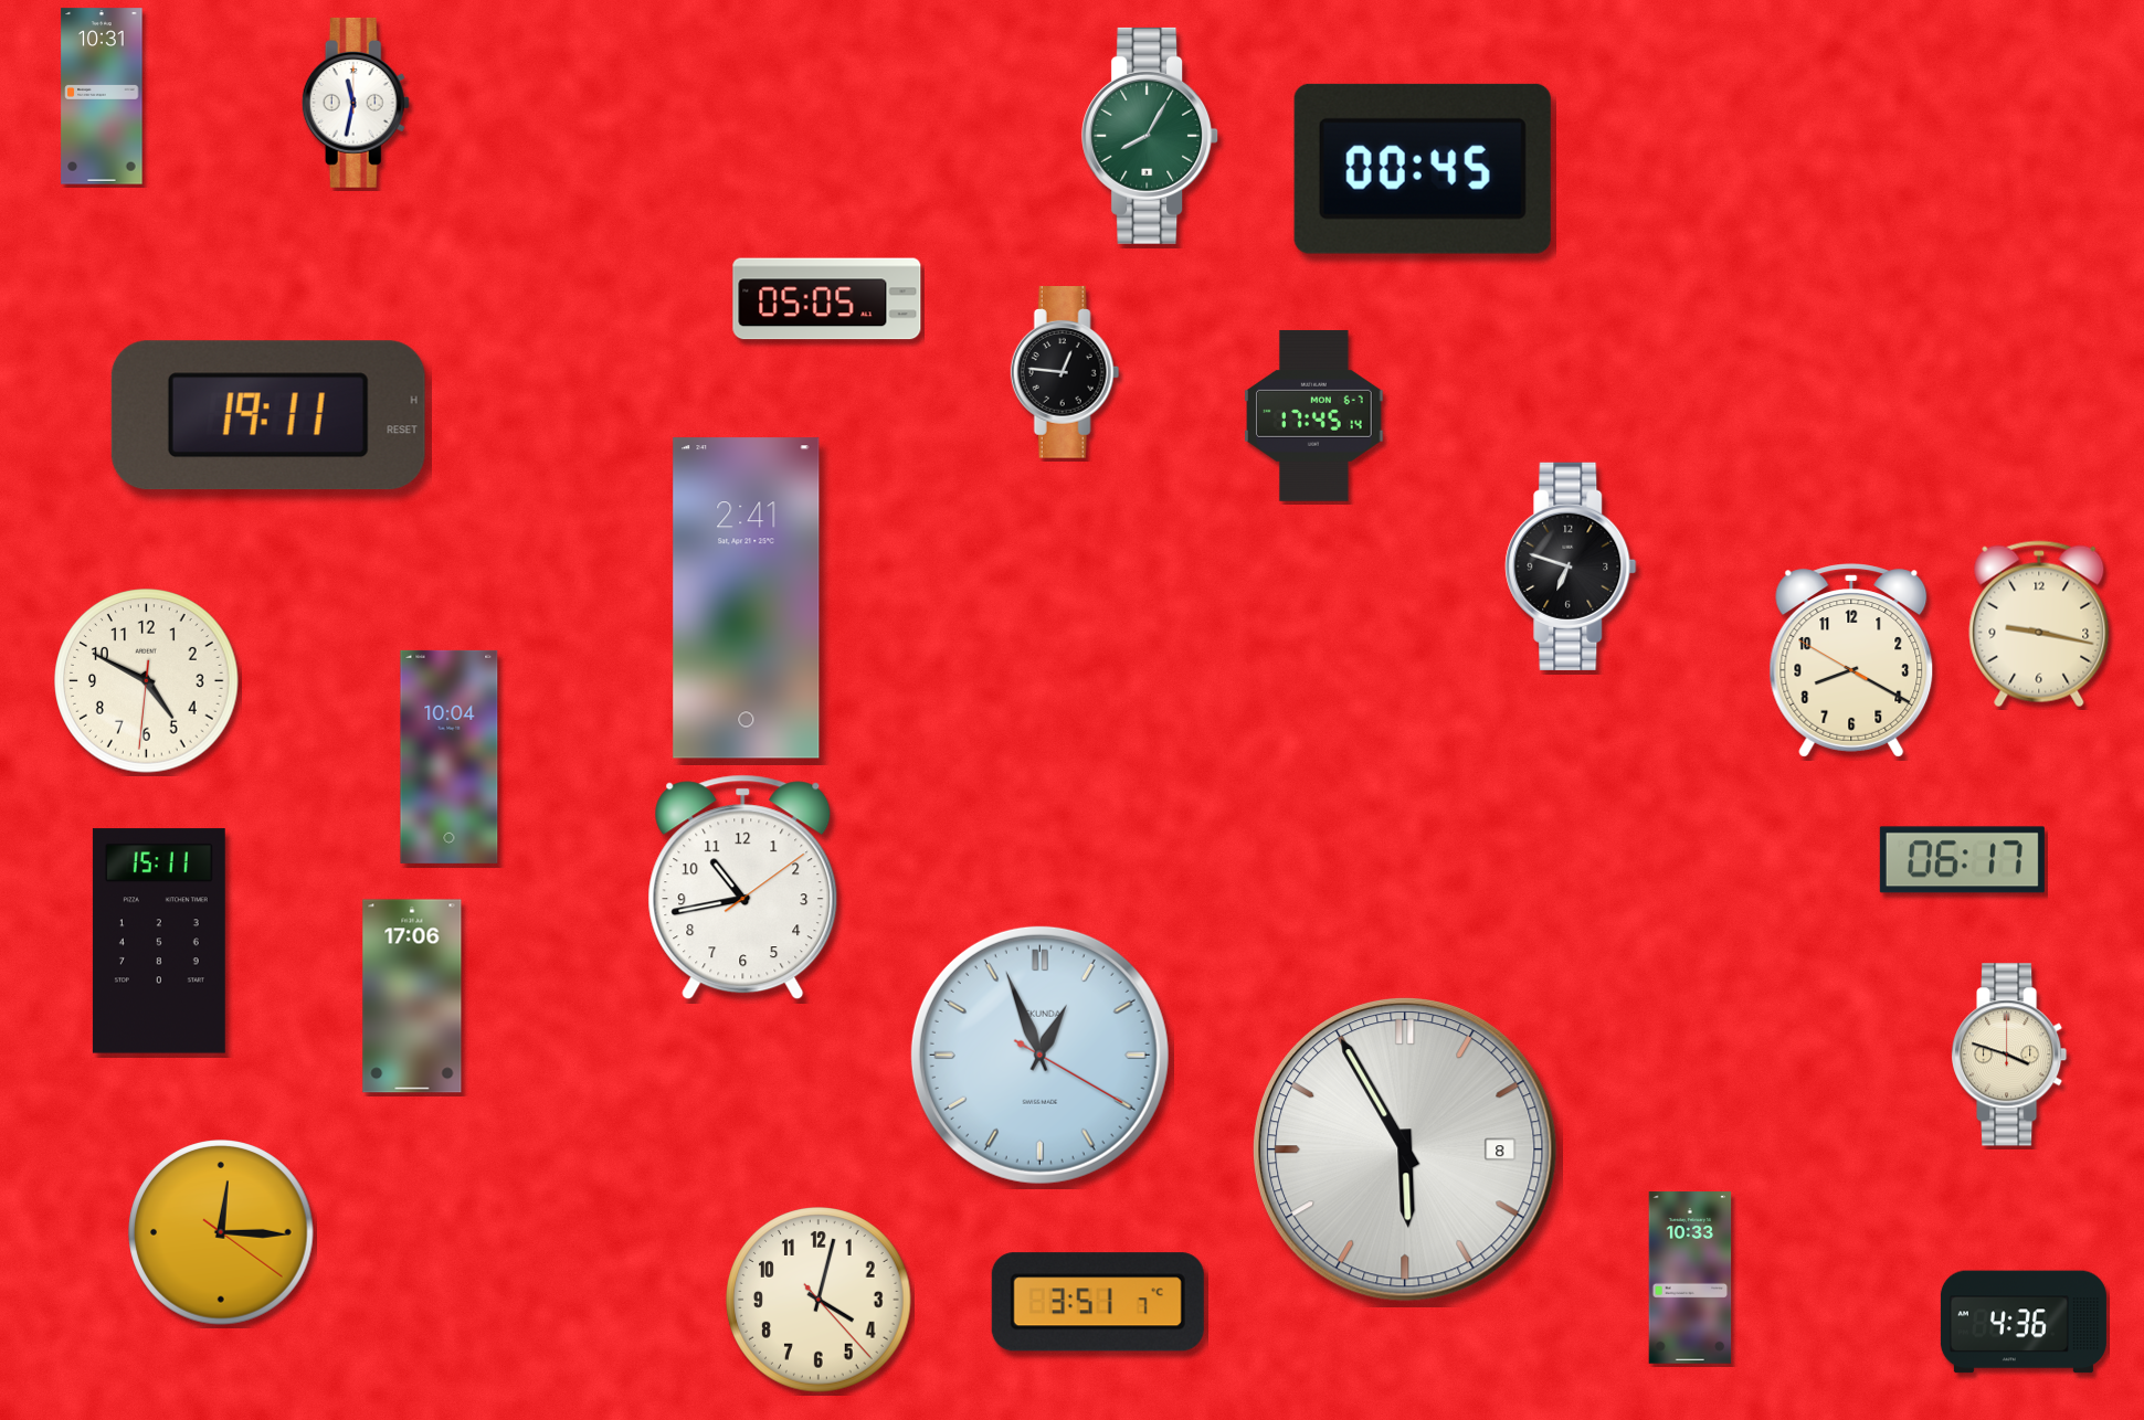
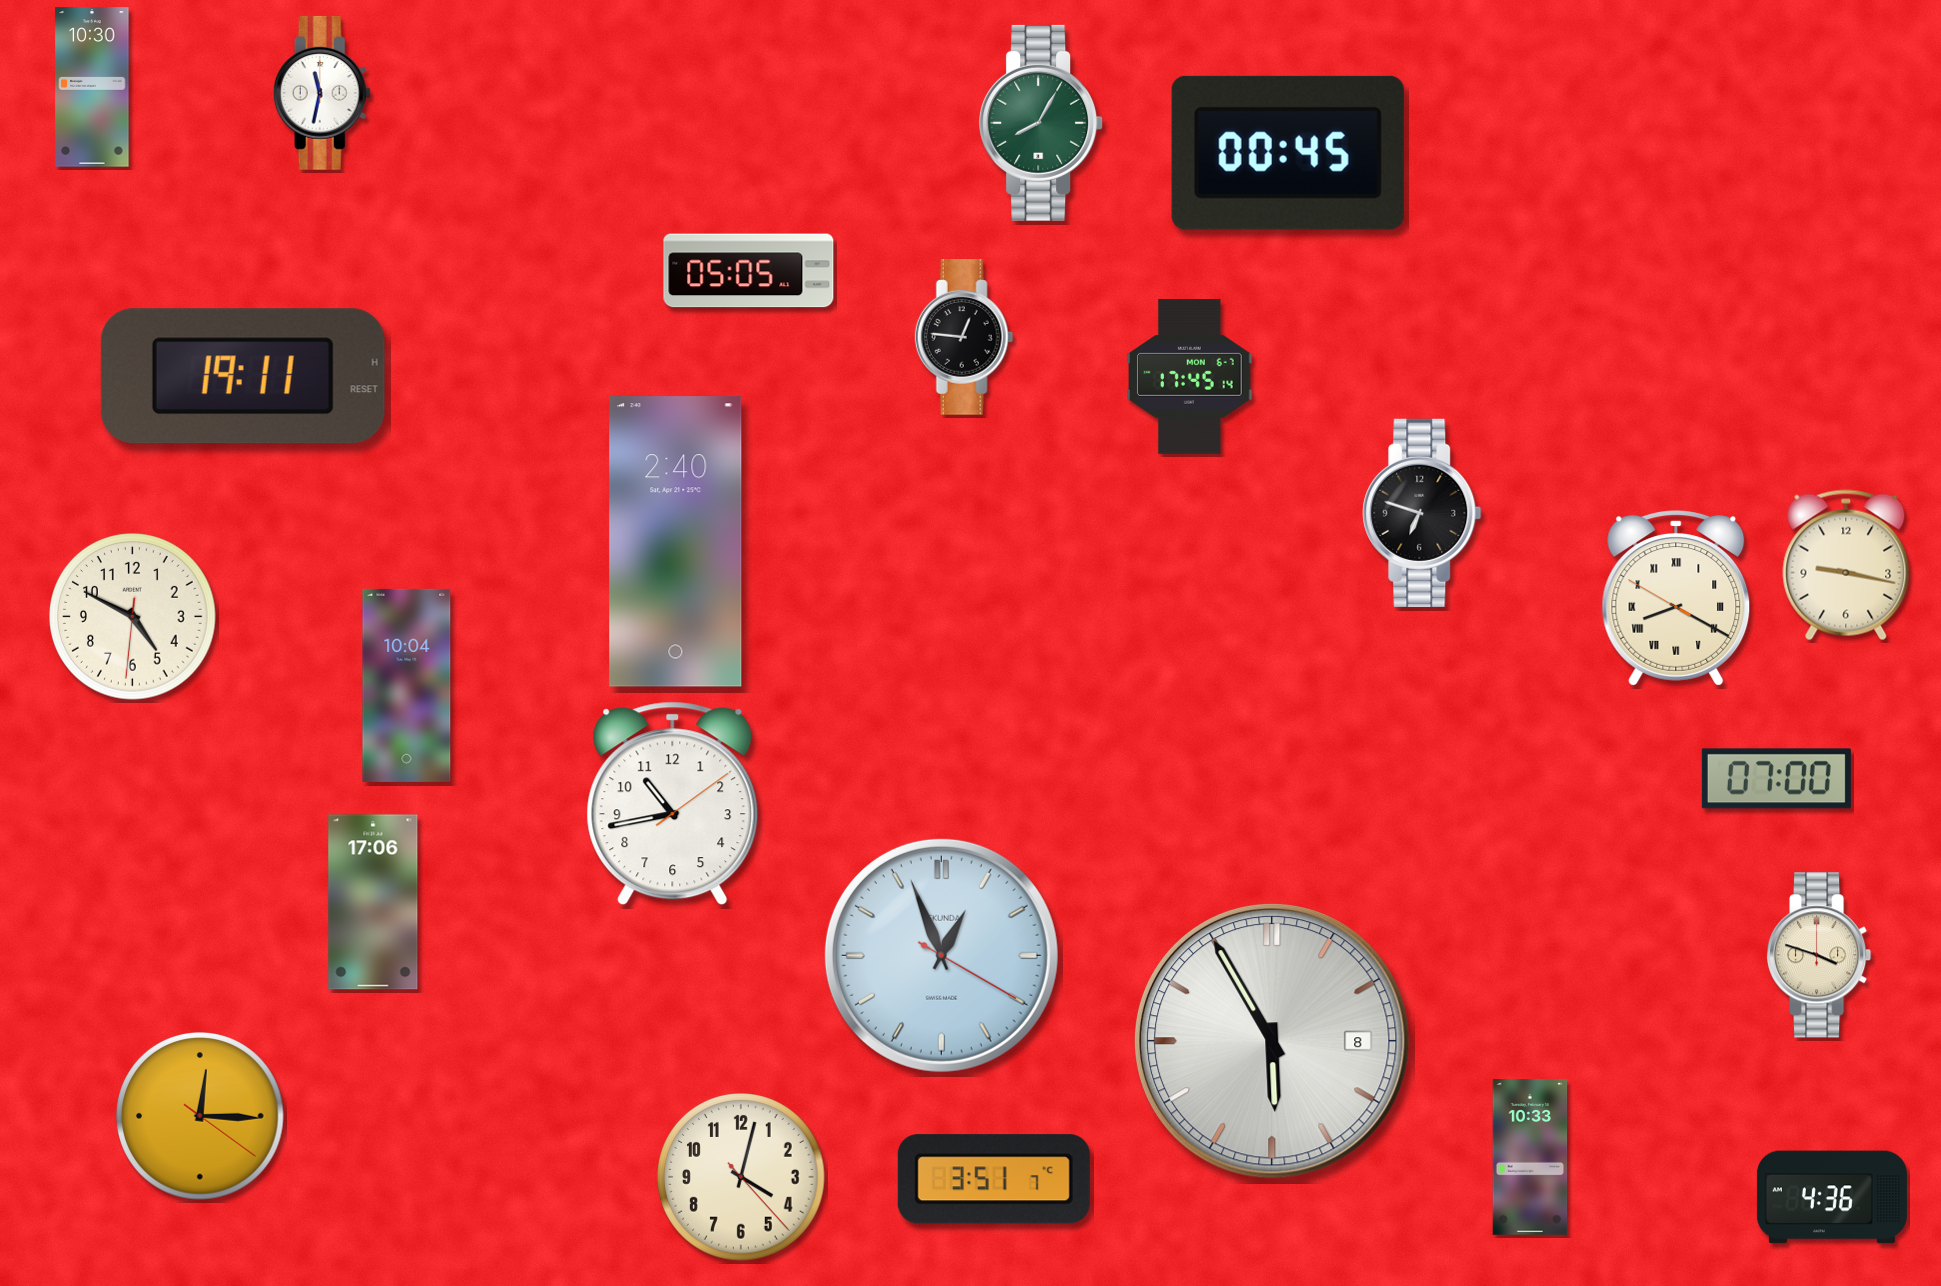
clock at (102, 96): 10:31 -> 10:30
clock at (747, 598): 2:41 -> 2:40
clock at (1851, 660) numerals: Arabic -> Roman
clock at (1962, 860): 06:17 -> 07:00
clock at (159, 941): 15:11 -> none
